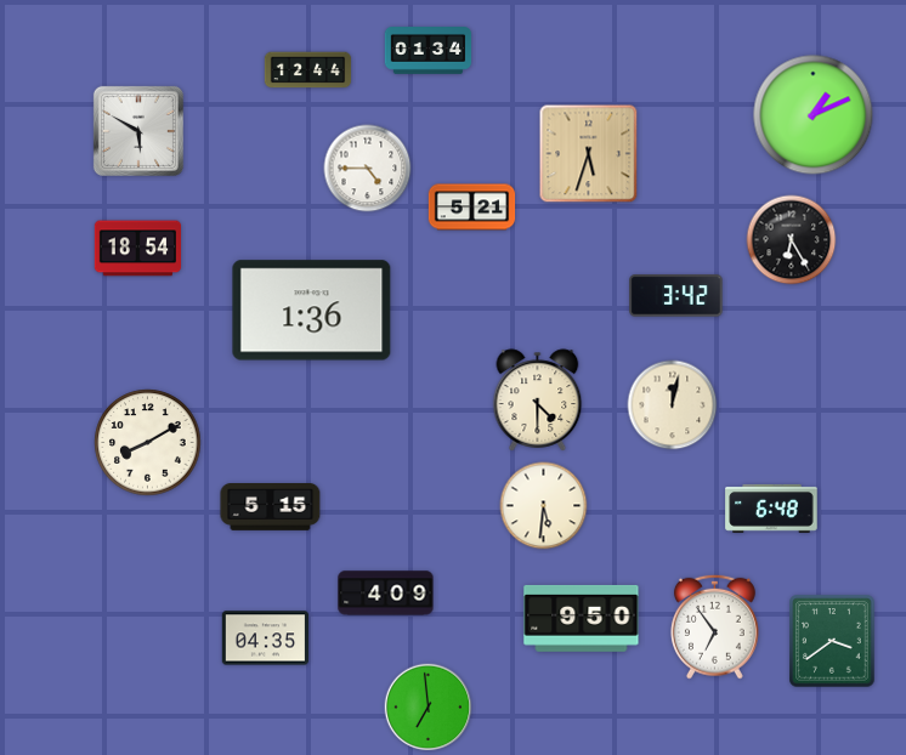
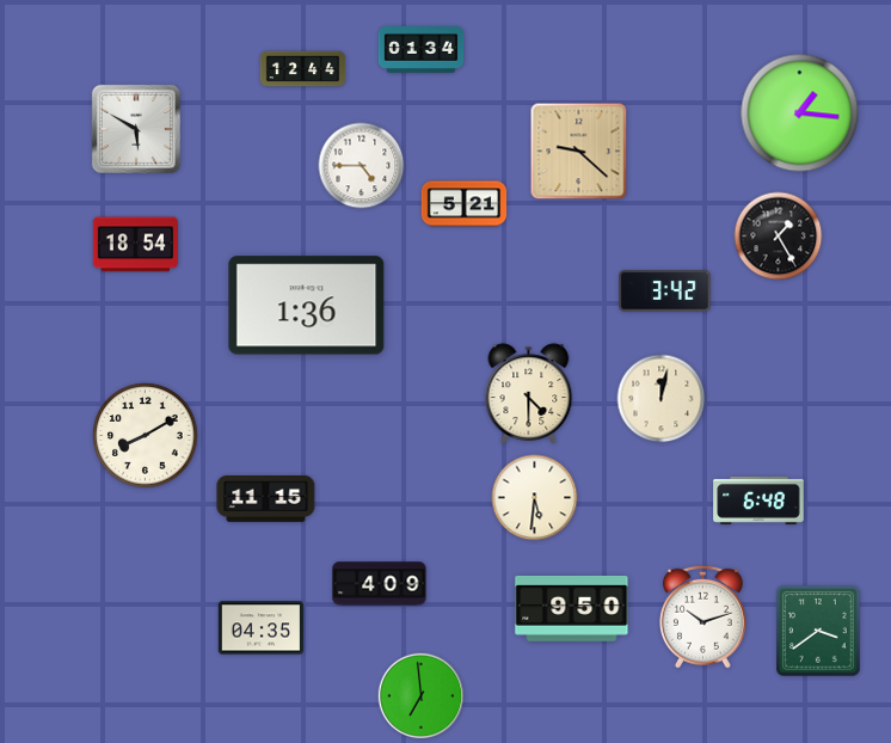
clock at (814, 115): 1:11 -> 1:16
clock at (589, 154): 5:33 -> 9:22
clock at (792, 240): 6:25 -> 1:25
clock at (271, 507): 5:15 -> 11:15
clock at (714, 626): 6:54 -> 10:12
